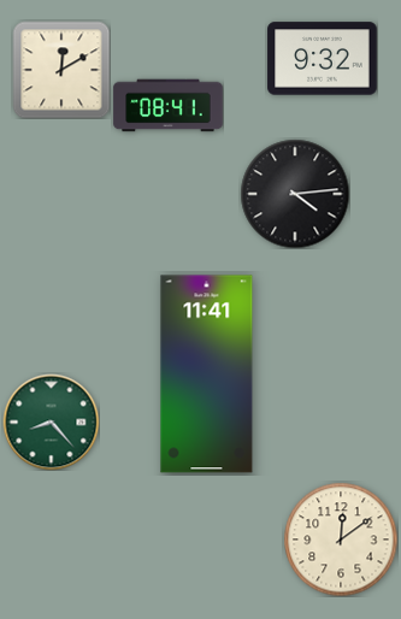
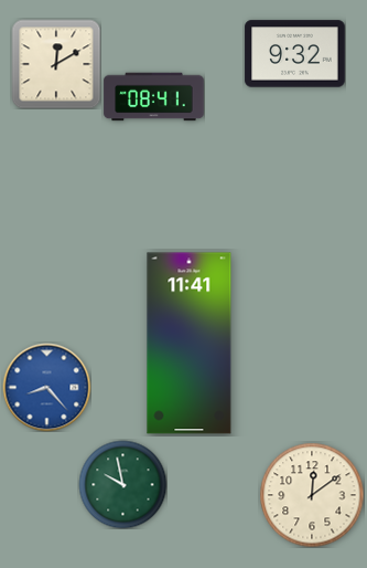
clock at (295, 194): 4:14 -> none
clock at (51, 421) dial: green -> blue
clock at (122, 484): none -> 9:58
